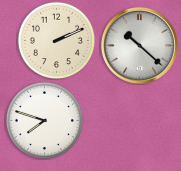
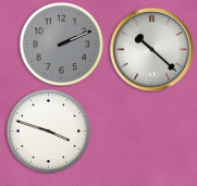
clock at (56, 40) dial: cream -> grey
clock at (44, 120): 7:48 -> 3:48
